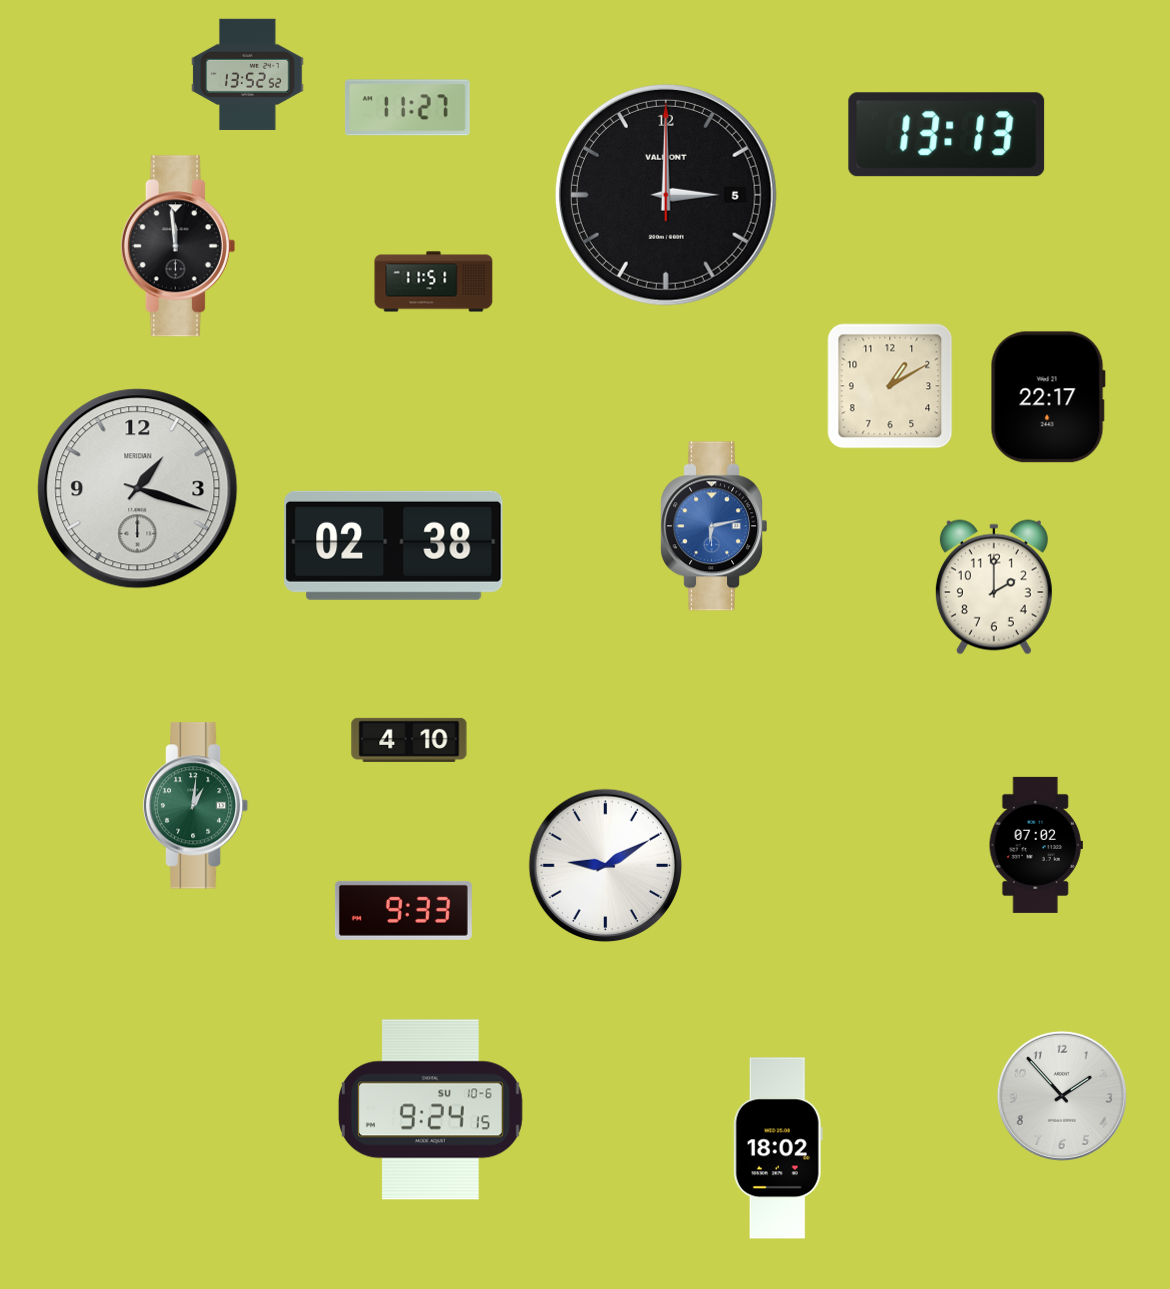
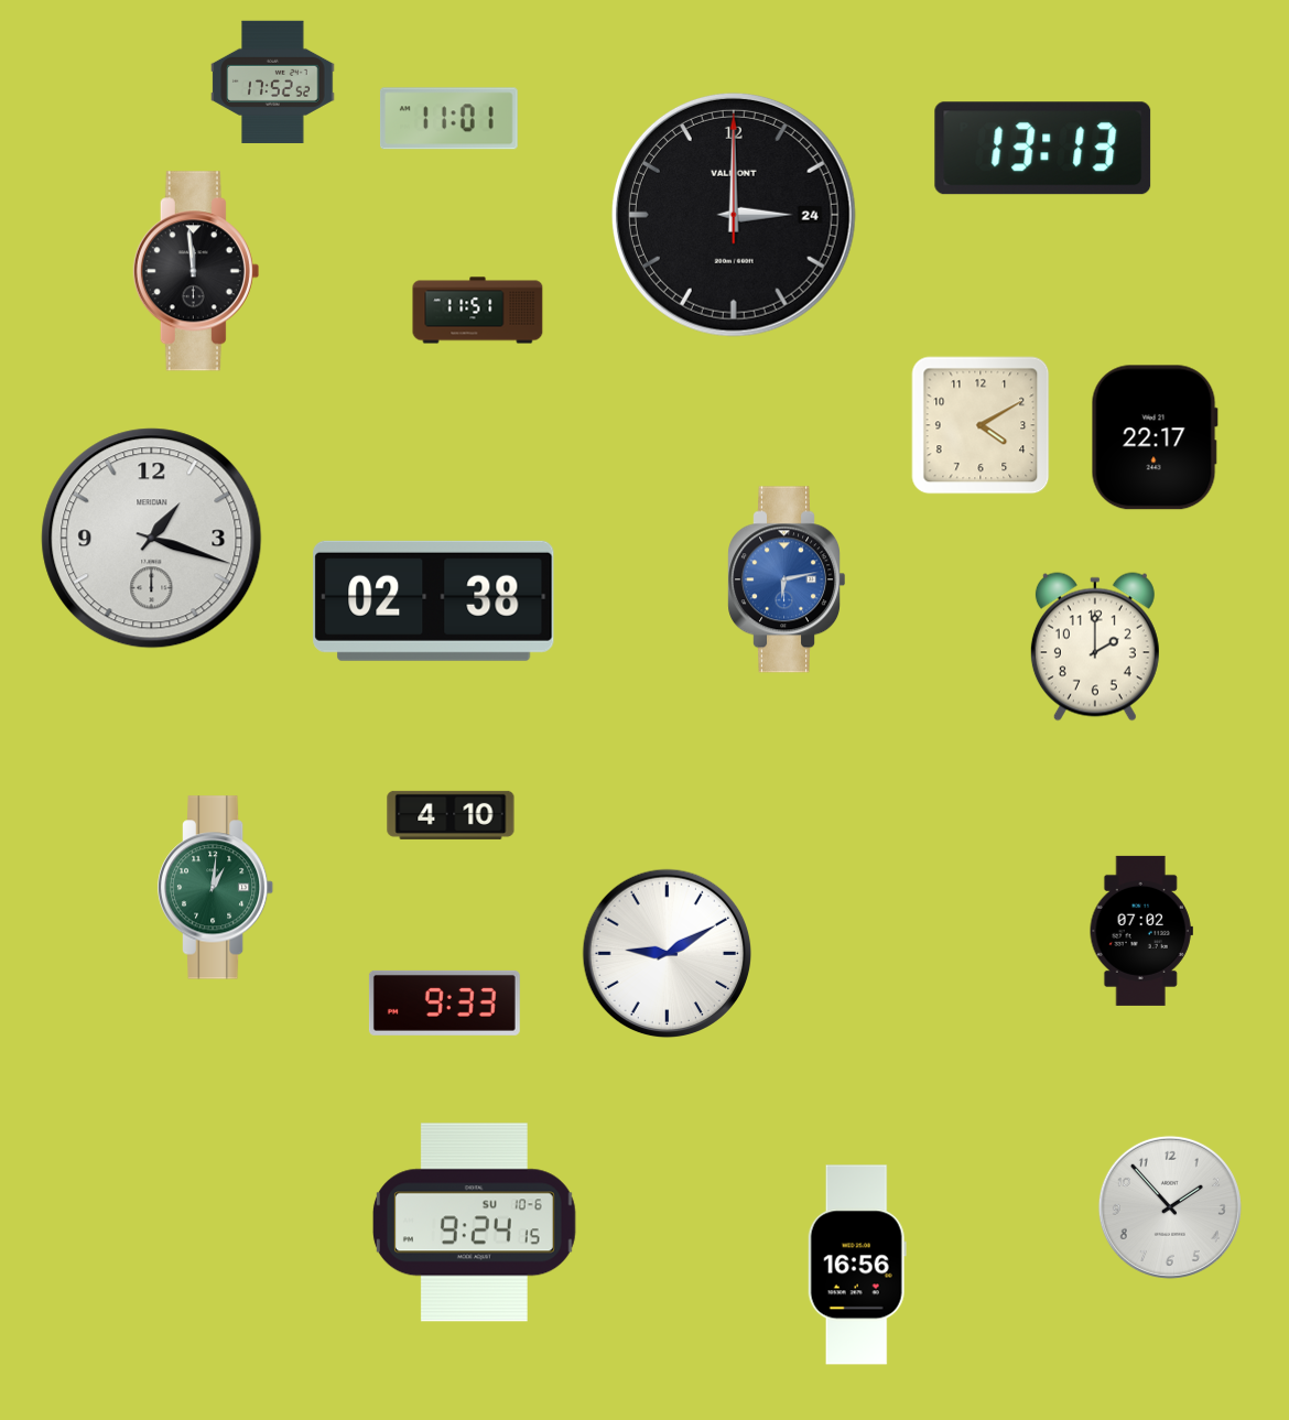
clock at (248, 74): 13:52 -> 17:52
clock at (407, 108): 11:27 -> 11:01
clock at (666, 195) date: 5 -> 24
clock at (890, 386): 1:10 -> 4:10
clock at (778, 1148): 18:02 -> 16:56
